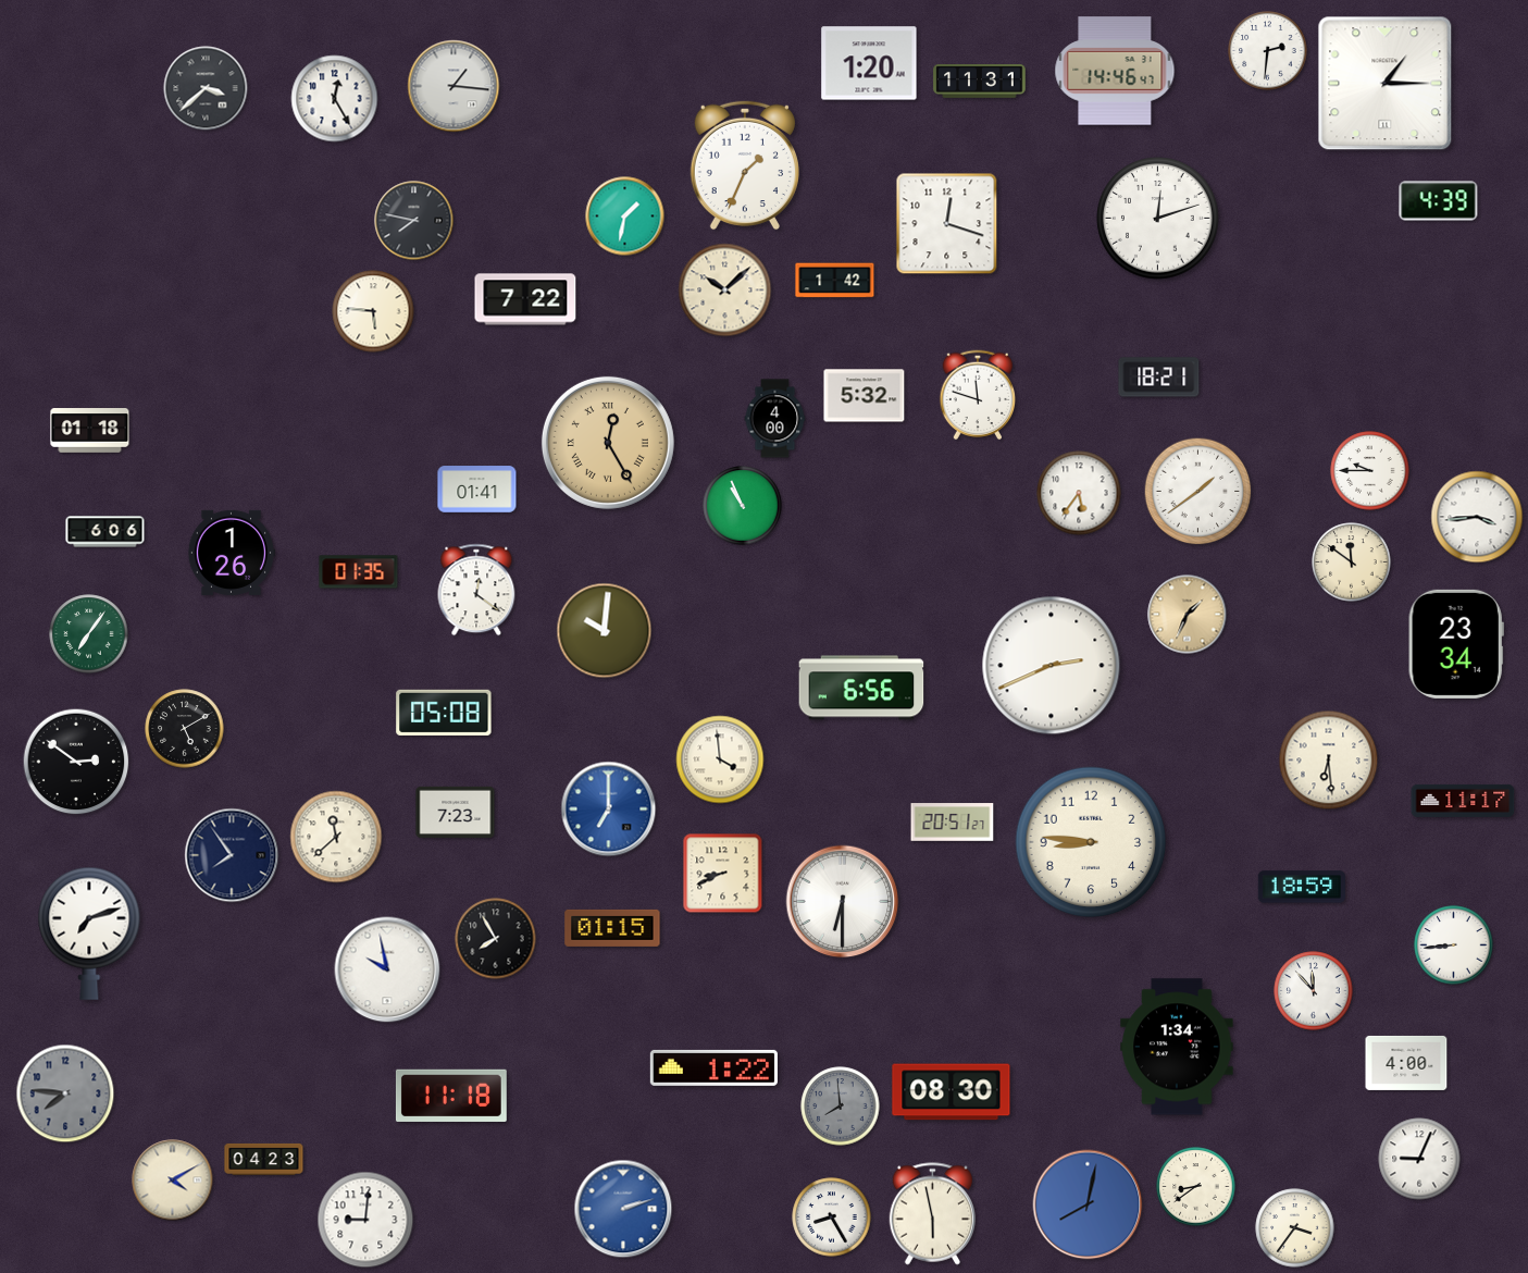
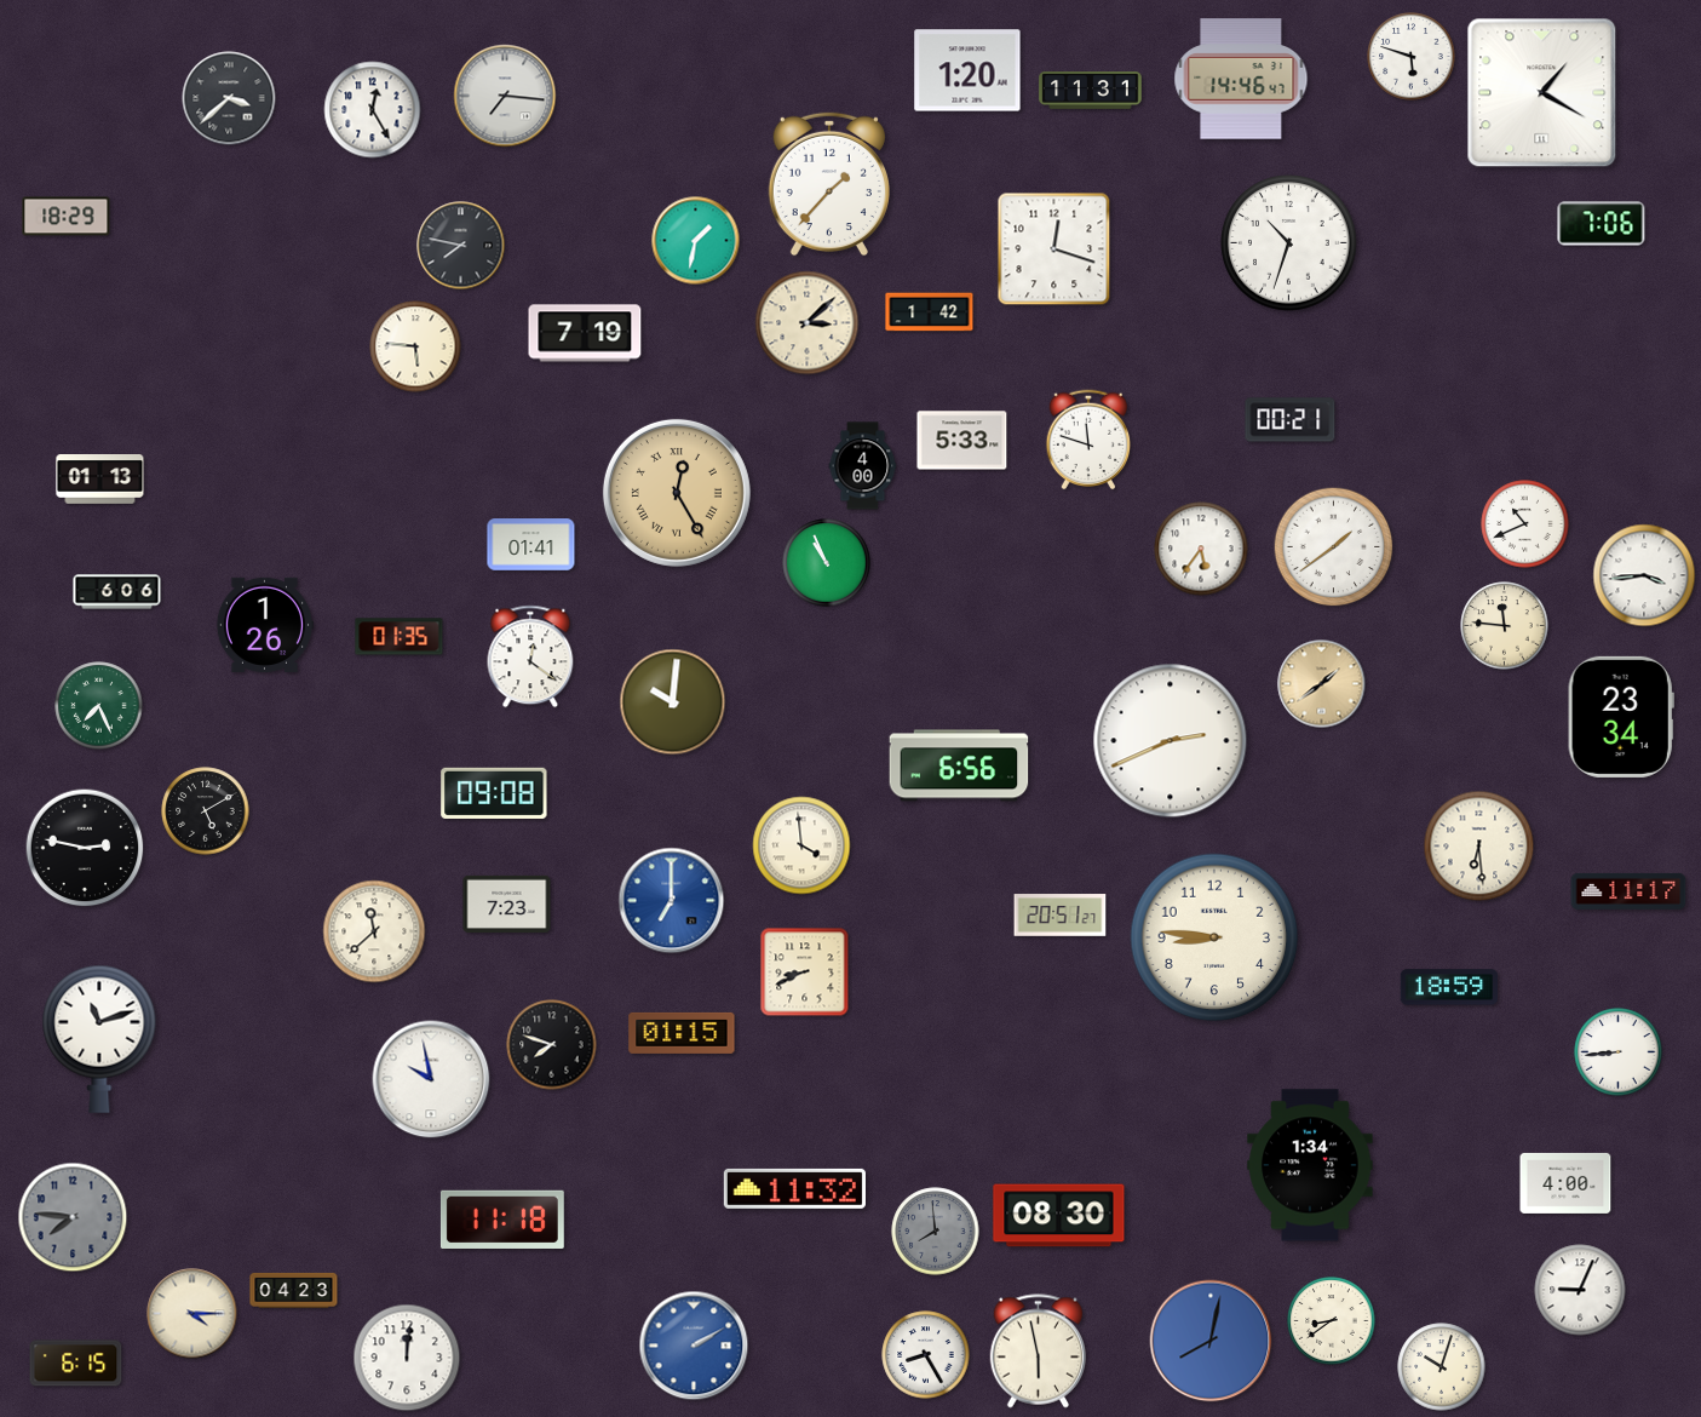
clock at (1268, 51): 2:31 -> 5:48
clock at (1386, 84): 1:15 -> 1:20
clock at (454, 86): 1:16 -> 7:16
clock at (745, 165): 1:34 -> 1:37
clock at (67, 217): none -> 18:29
clock at (1439, 201): 4:39 -> 7:06
clock at (1158, 219): 12:12 -> 10:33
clock at (725, 291): 10:08 -> 3:08
clock at (525, 299): 7:22 -> 7:19
clock at (1159, 378): 18:21 -> 00:21
clock at (865, 396): 5:32 -> 5:33
clock at (90, 431): 01:18 -> 01:13
clock at (1370, 471): 9:45 -> 10:41
clock at (231, 553) position: (231, 553) -> (264, 625)
clock at (1352, 563): 11:51 -> 11:46
clock at (1188, 615): 1:34 -> 1:39
clock at (89, 634): 7:06 -> 7:26
clock at (444, 713): 05:08 -> 09:08
clock at (76, 762): 2:51 -> 2:47
clock at (609, 809) position: (609, 809) -> (672, 901)
clock at (232, 855): 7:54 -> none
clock at (843, 902): 6:30 -> none
clock at (89, 934): 7:12 -> 11:12
clock at (496, 939): 7:55 -> 7:48
clock at (1314, 991): 11:53 -> none
clock at (713, 1067): 1:22 -> 11:32
clock at (173, 1181): 4:10 -> 4:15
clock at (623, 1209): 2:12 -> 2:10
clock at (365, 1220): 9:01 -> 12:01
clock at (76, 1364): none -> 6:15
clock at (1295, 1228): 3:36 -> 10:03
